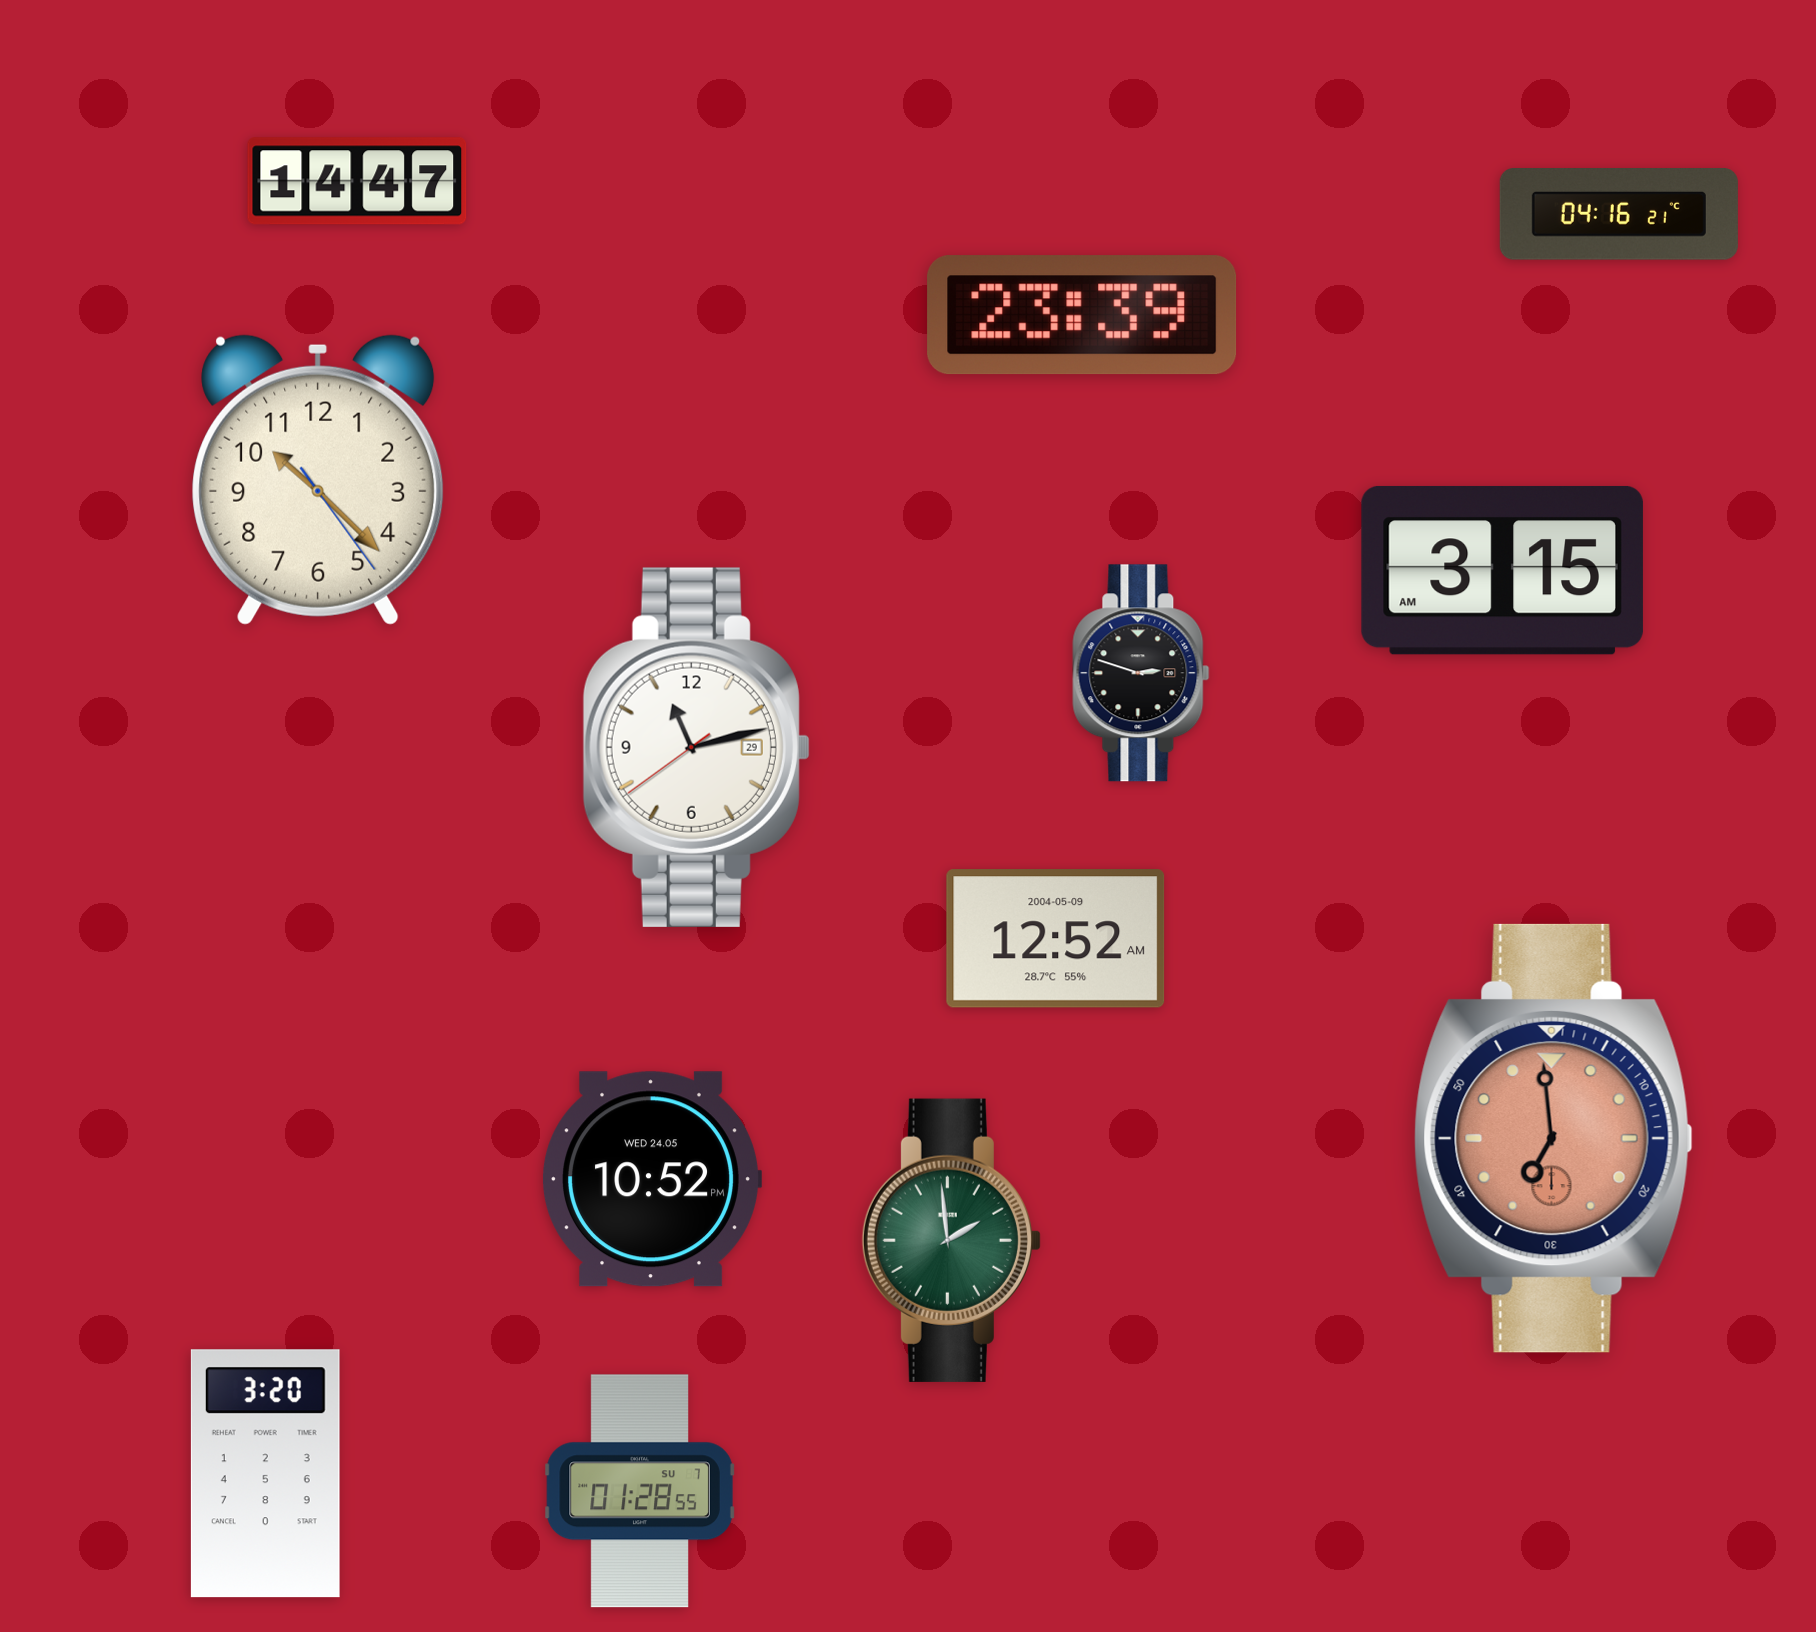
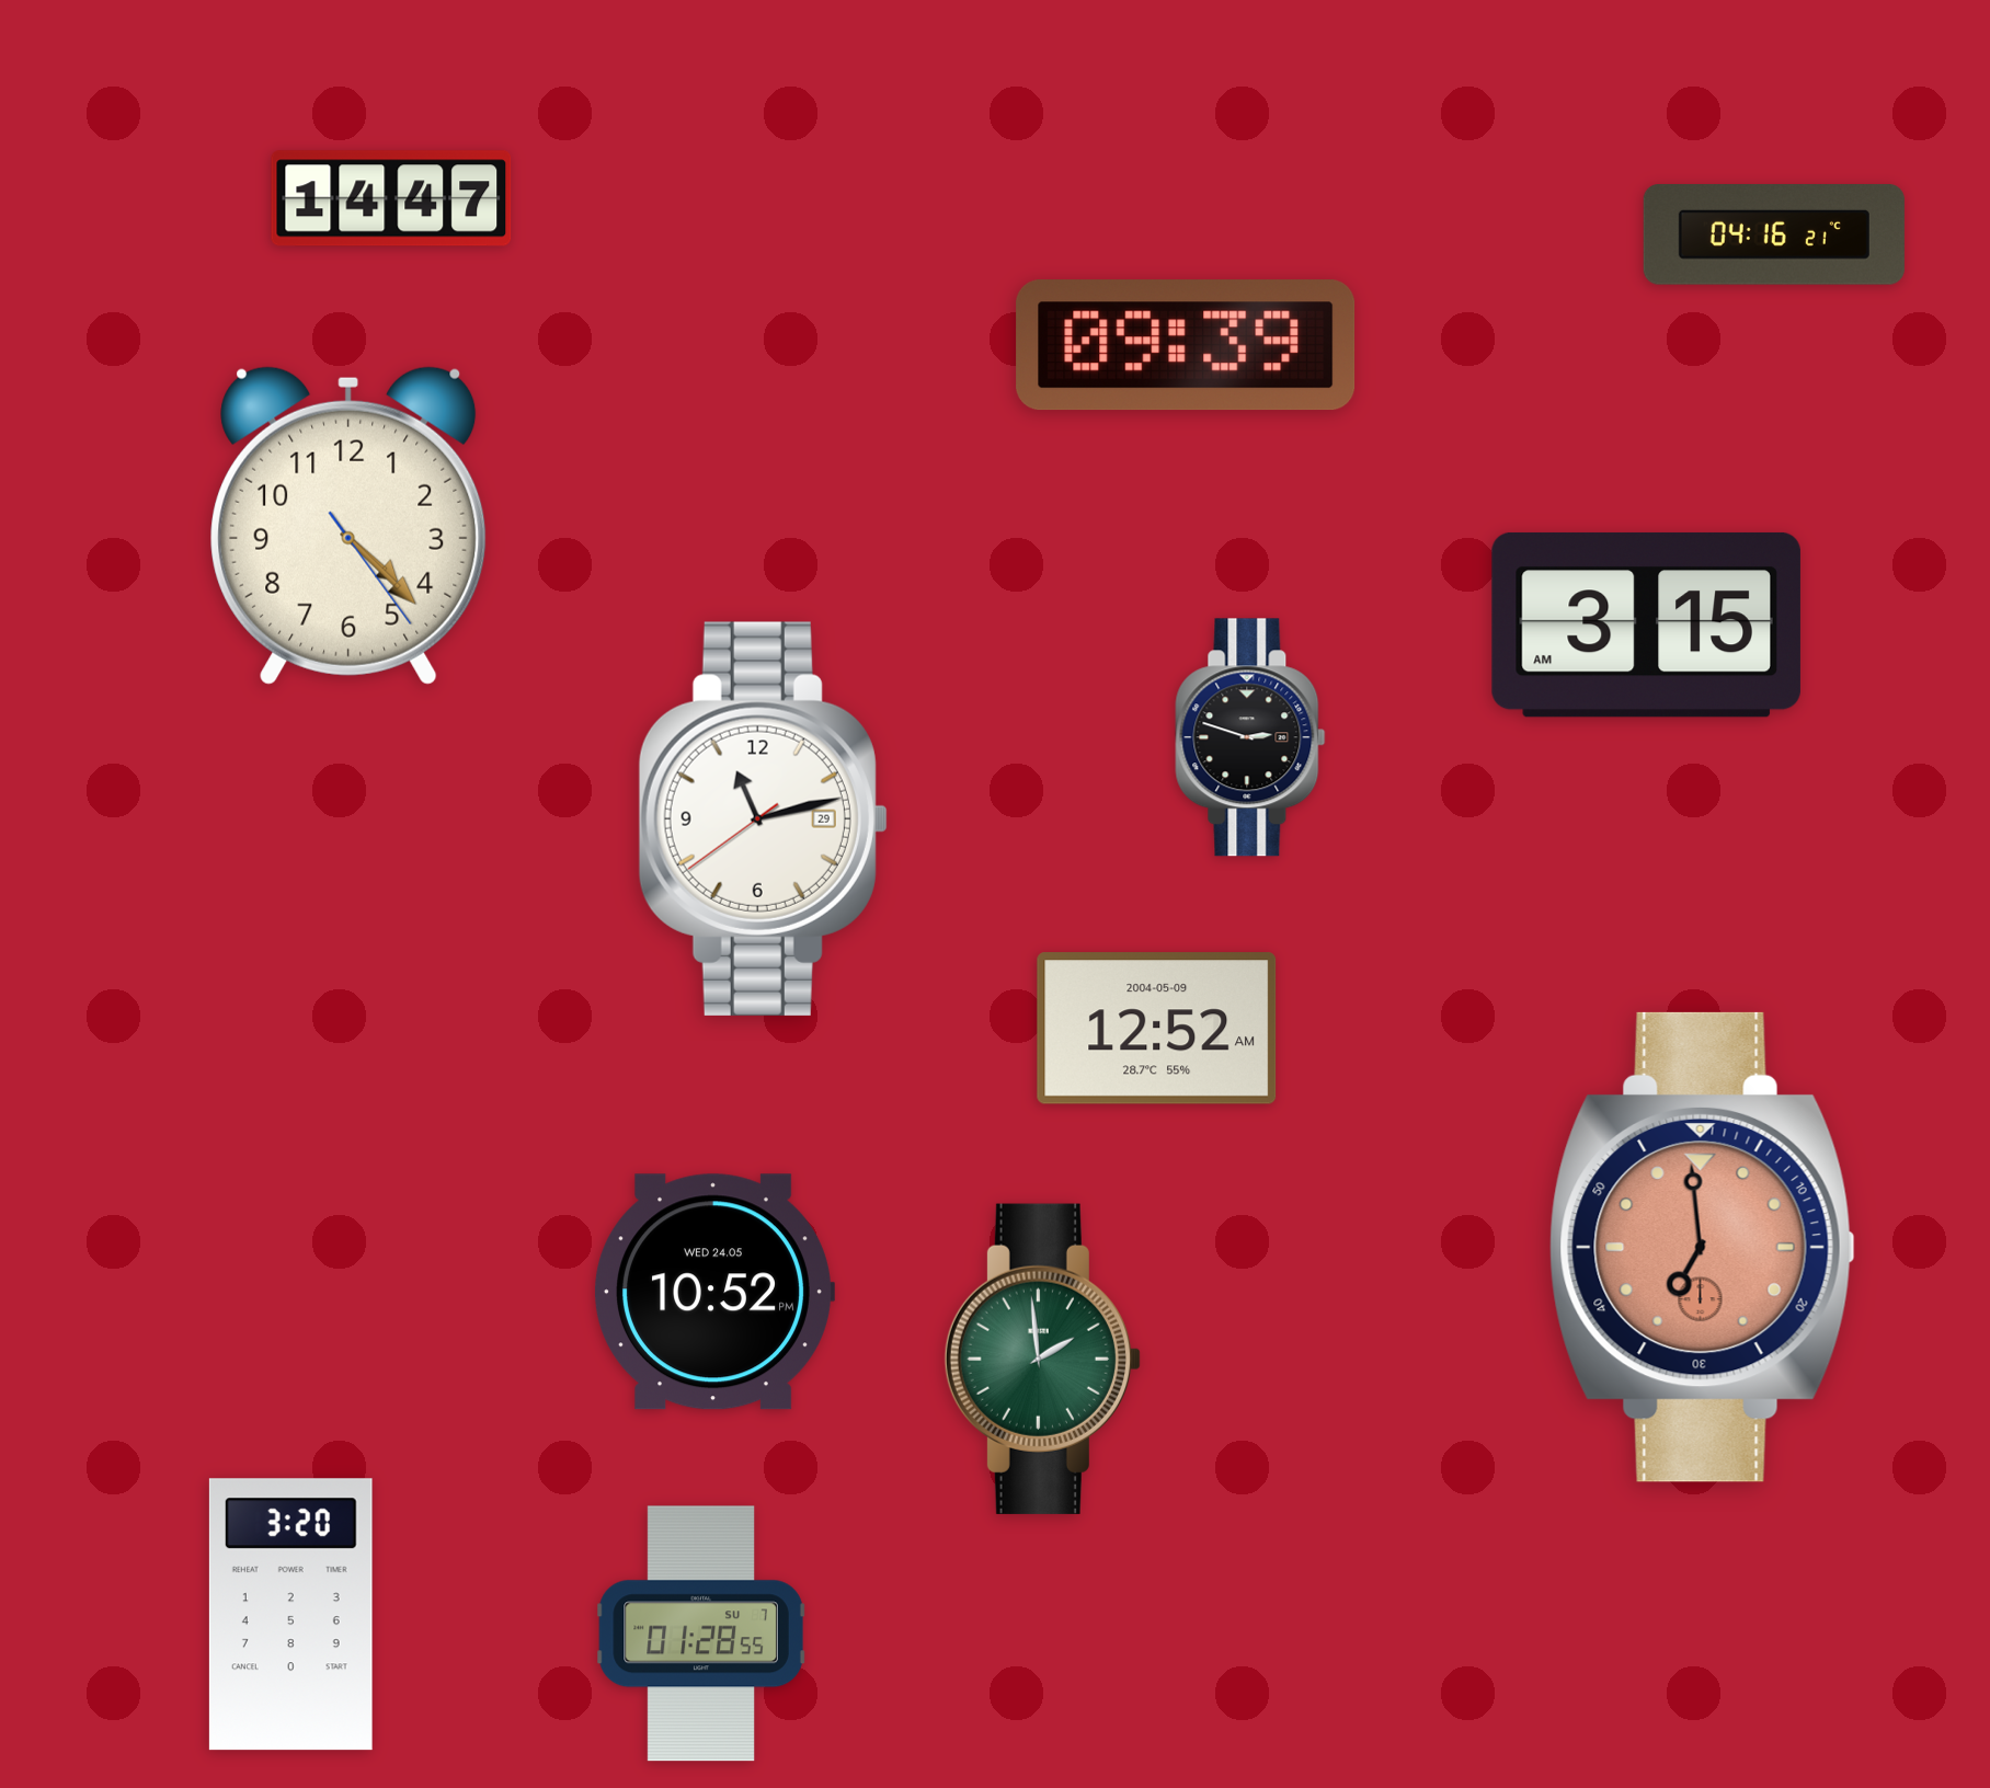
clock at (1082, 315): 23:39 -> 09:39
clock at (318, 480): 10:22 -> 4:22
